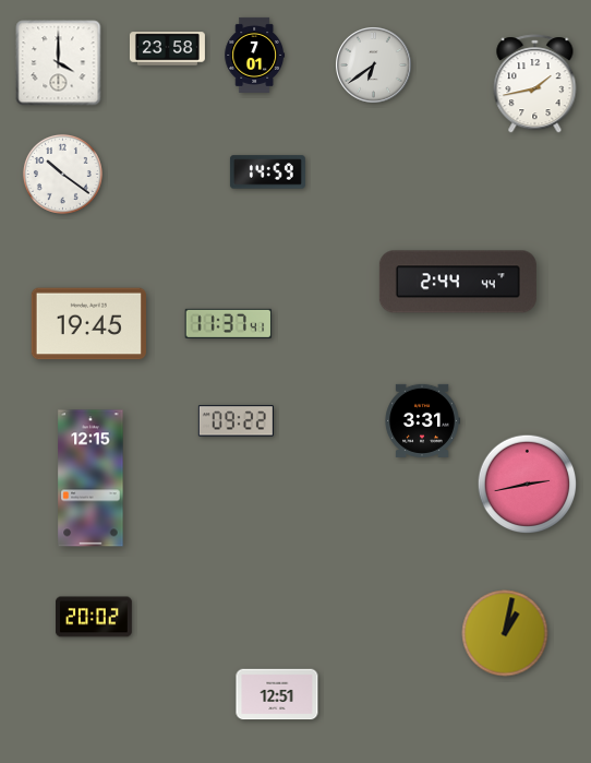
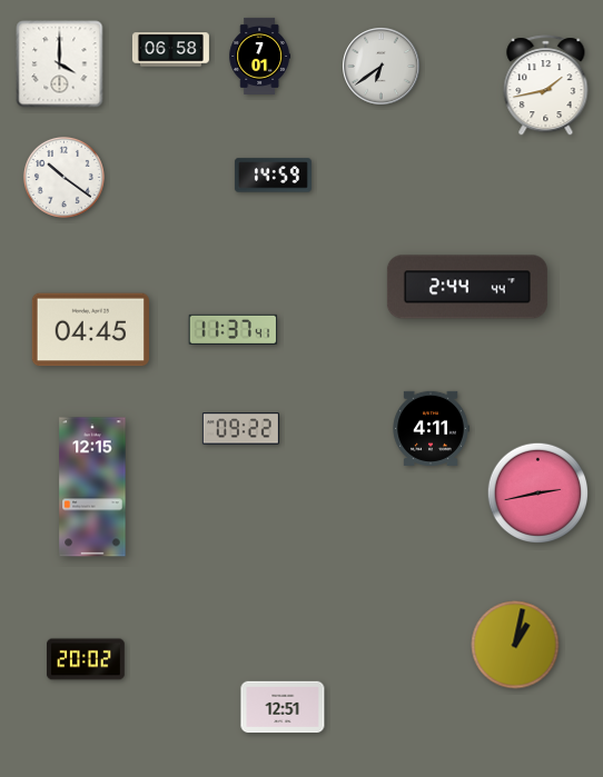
clock at (167, 49): 23:58 -> 06:58
clock at (88, 324): 19:45 -> 04:45
clock at (422, 420): 3:31 -> 4:11
clock at (95, 617) position: (95, 617) -> (87, 659)
